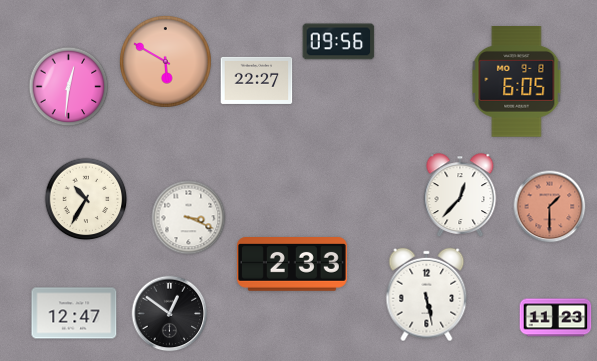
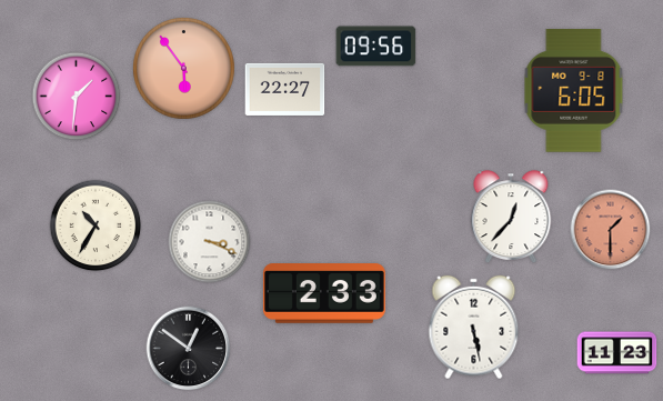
clock at (166, 62): 5:50 -> 5:54
clock at (69, 87): 12:31 -> 1:31
clock at (86, 199) position: (86, 199) -> (96, 225)
clock at (74, 313): 12:47 -> none
